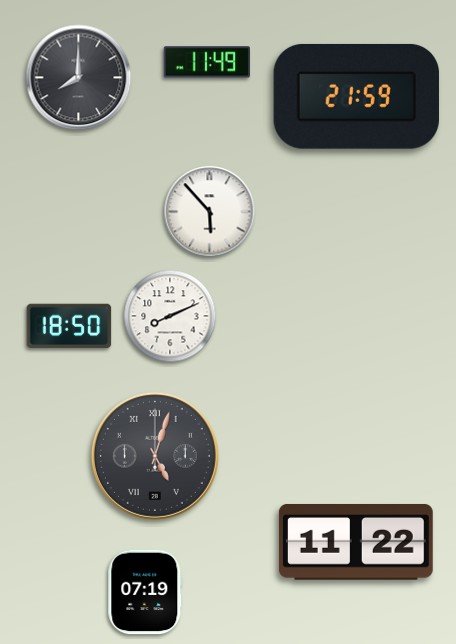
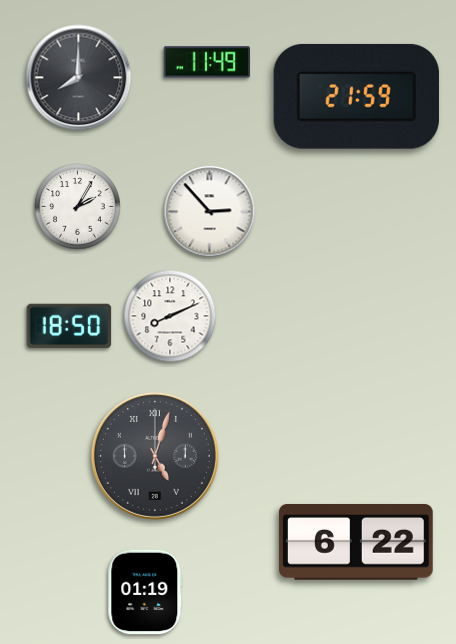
clock at (78, 207): none -> 2:05
clock at (210, 212): 5:53 -> 2:53
clock at (356, 542): 11:22 -> 6:22
clock at (145, 592): 07:19 -> 01:19
